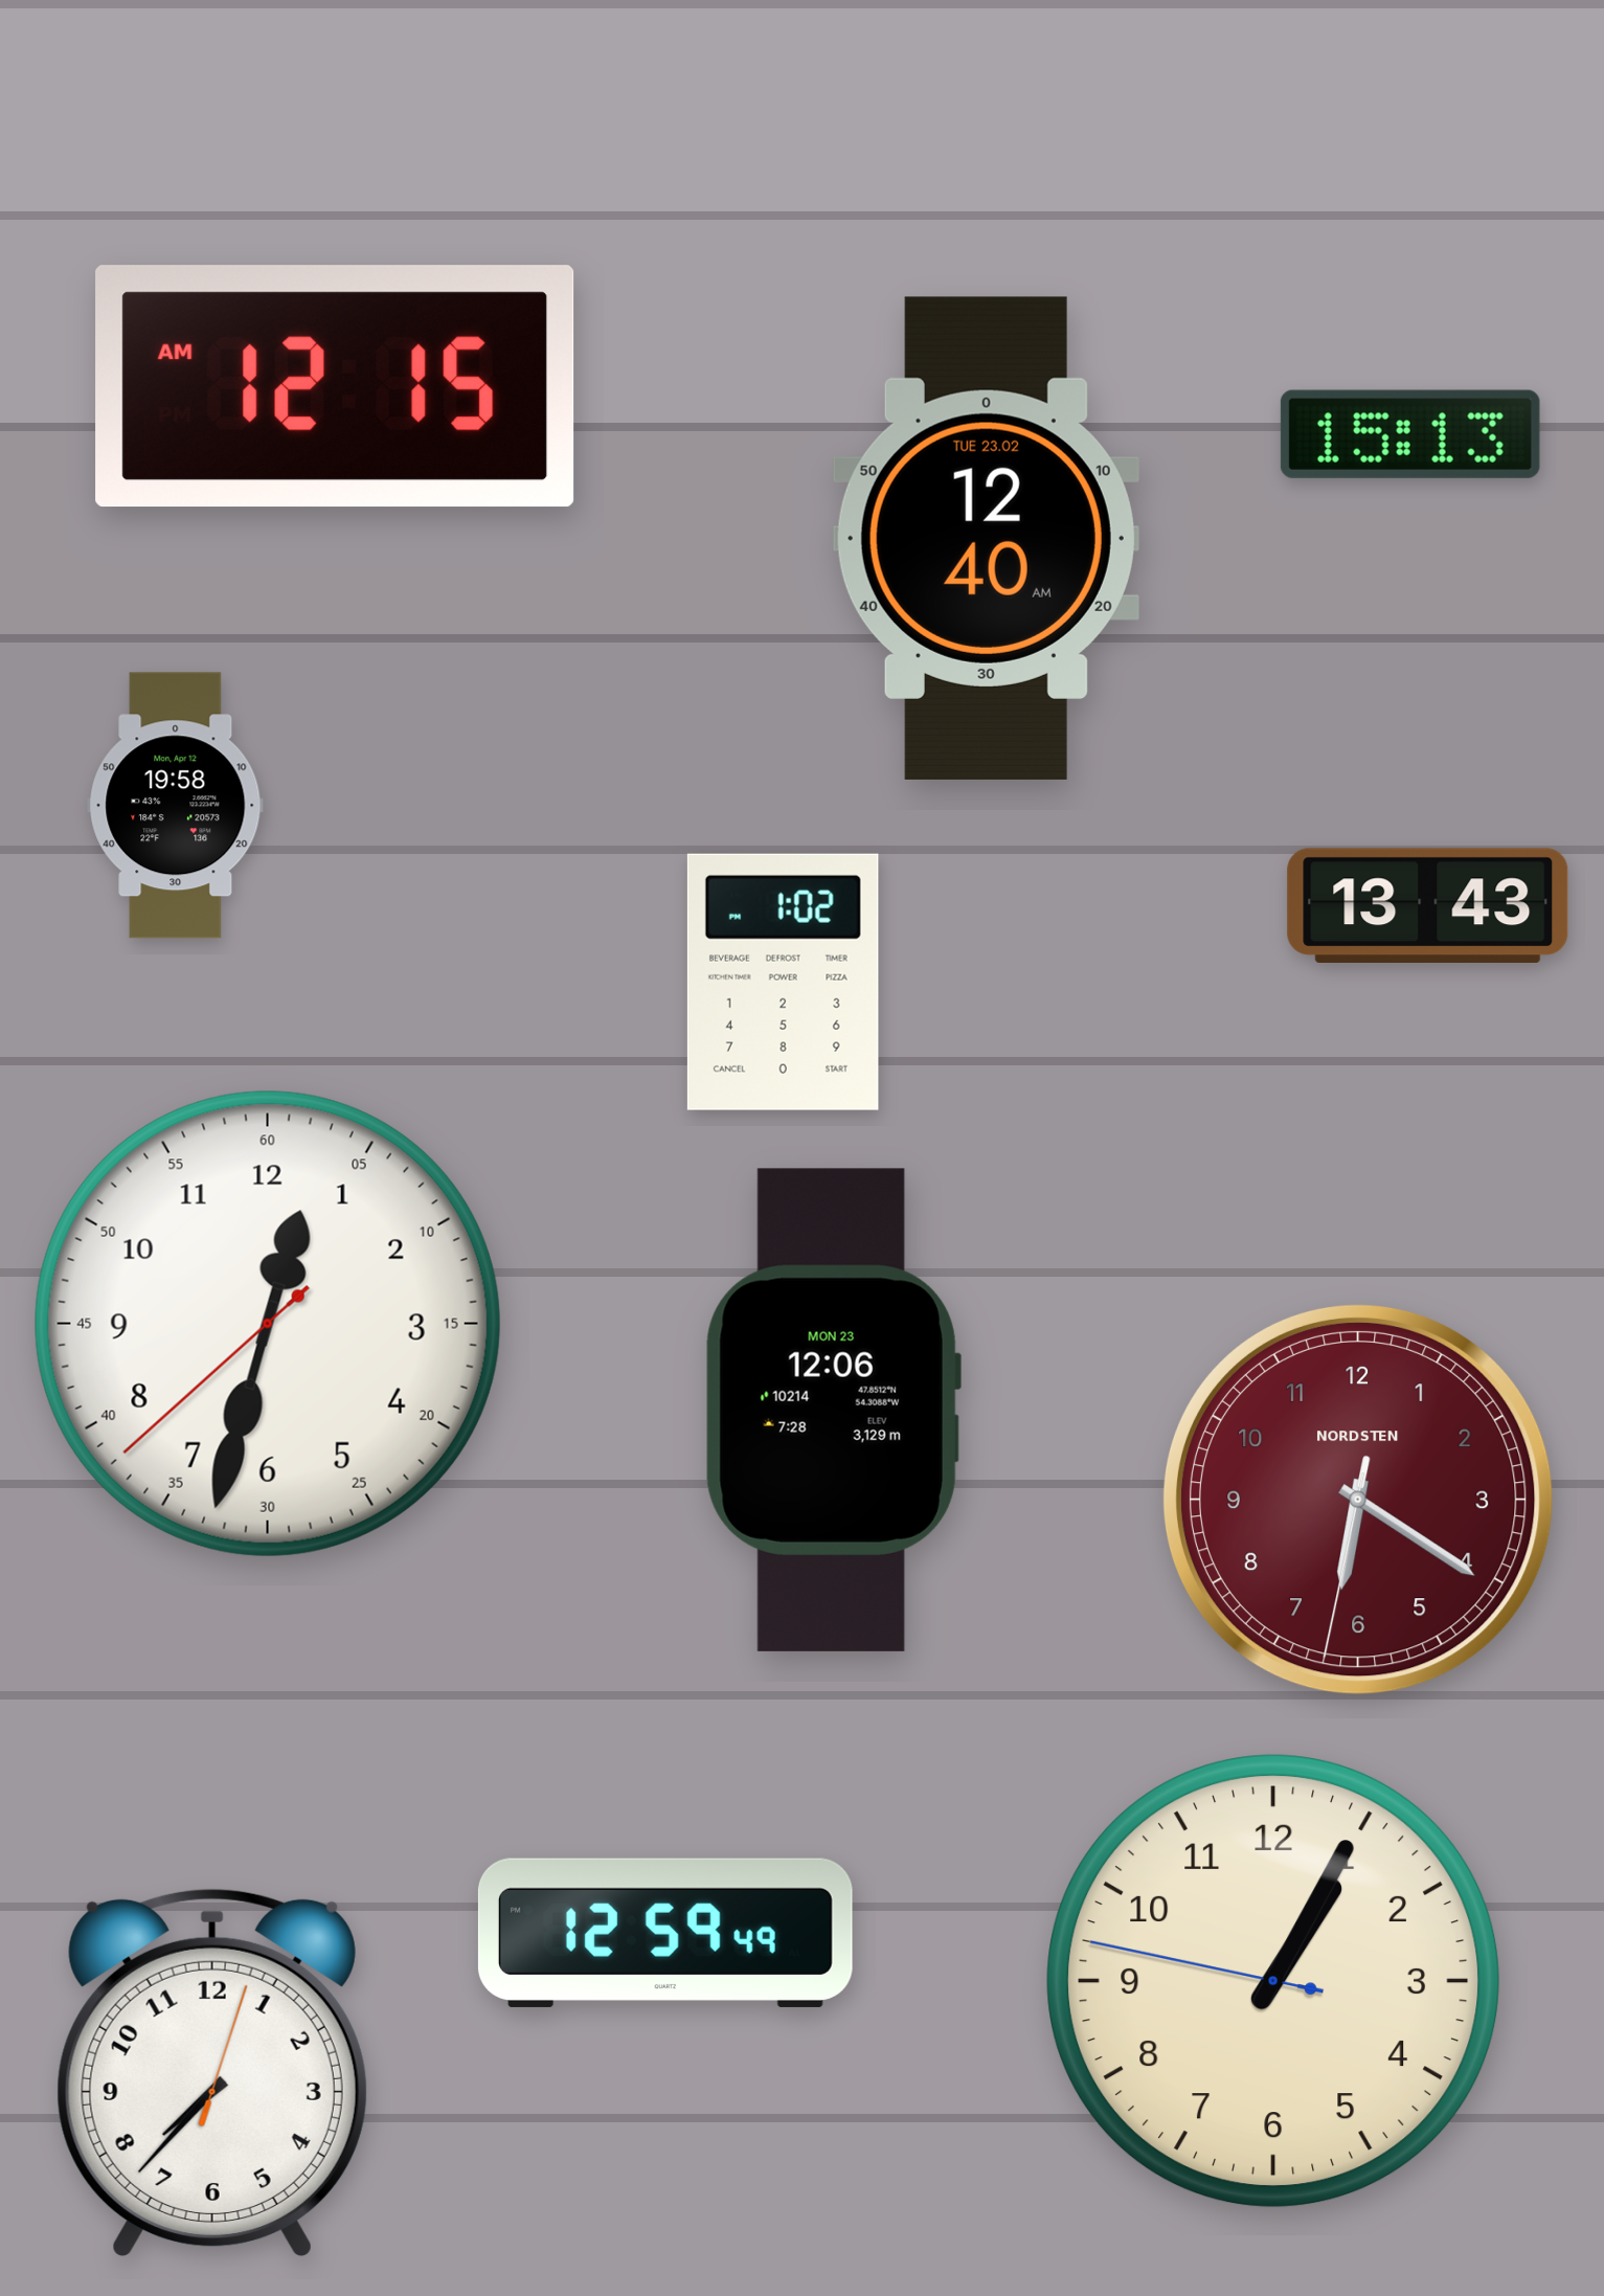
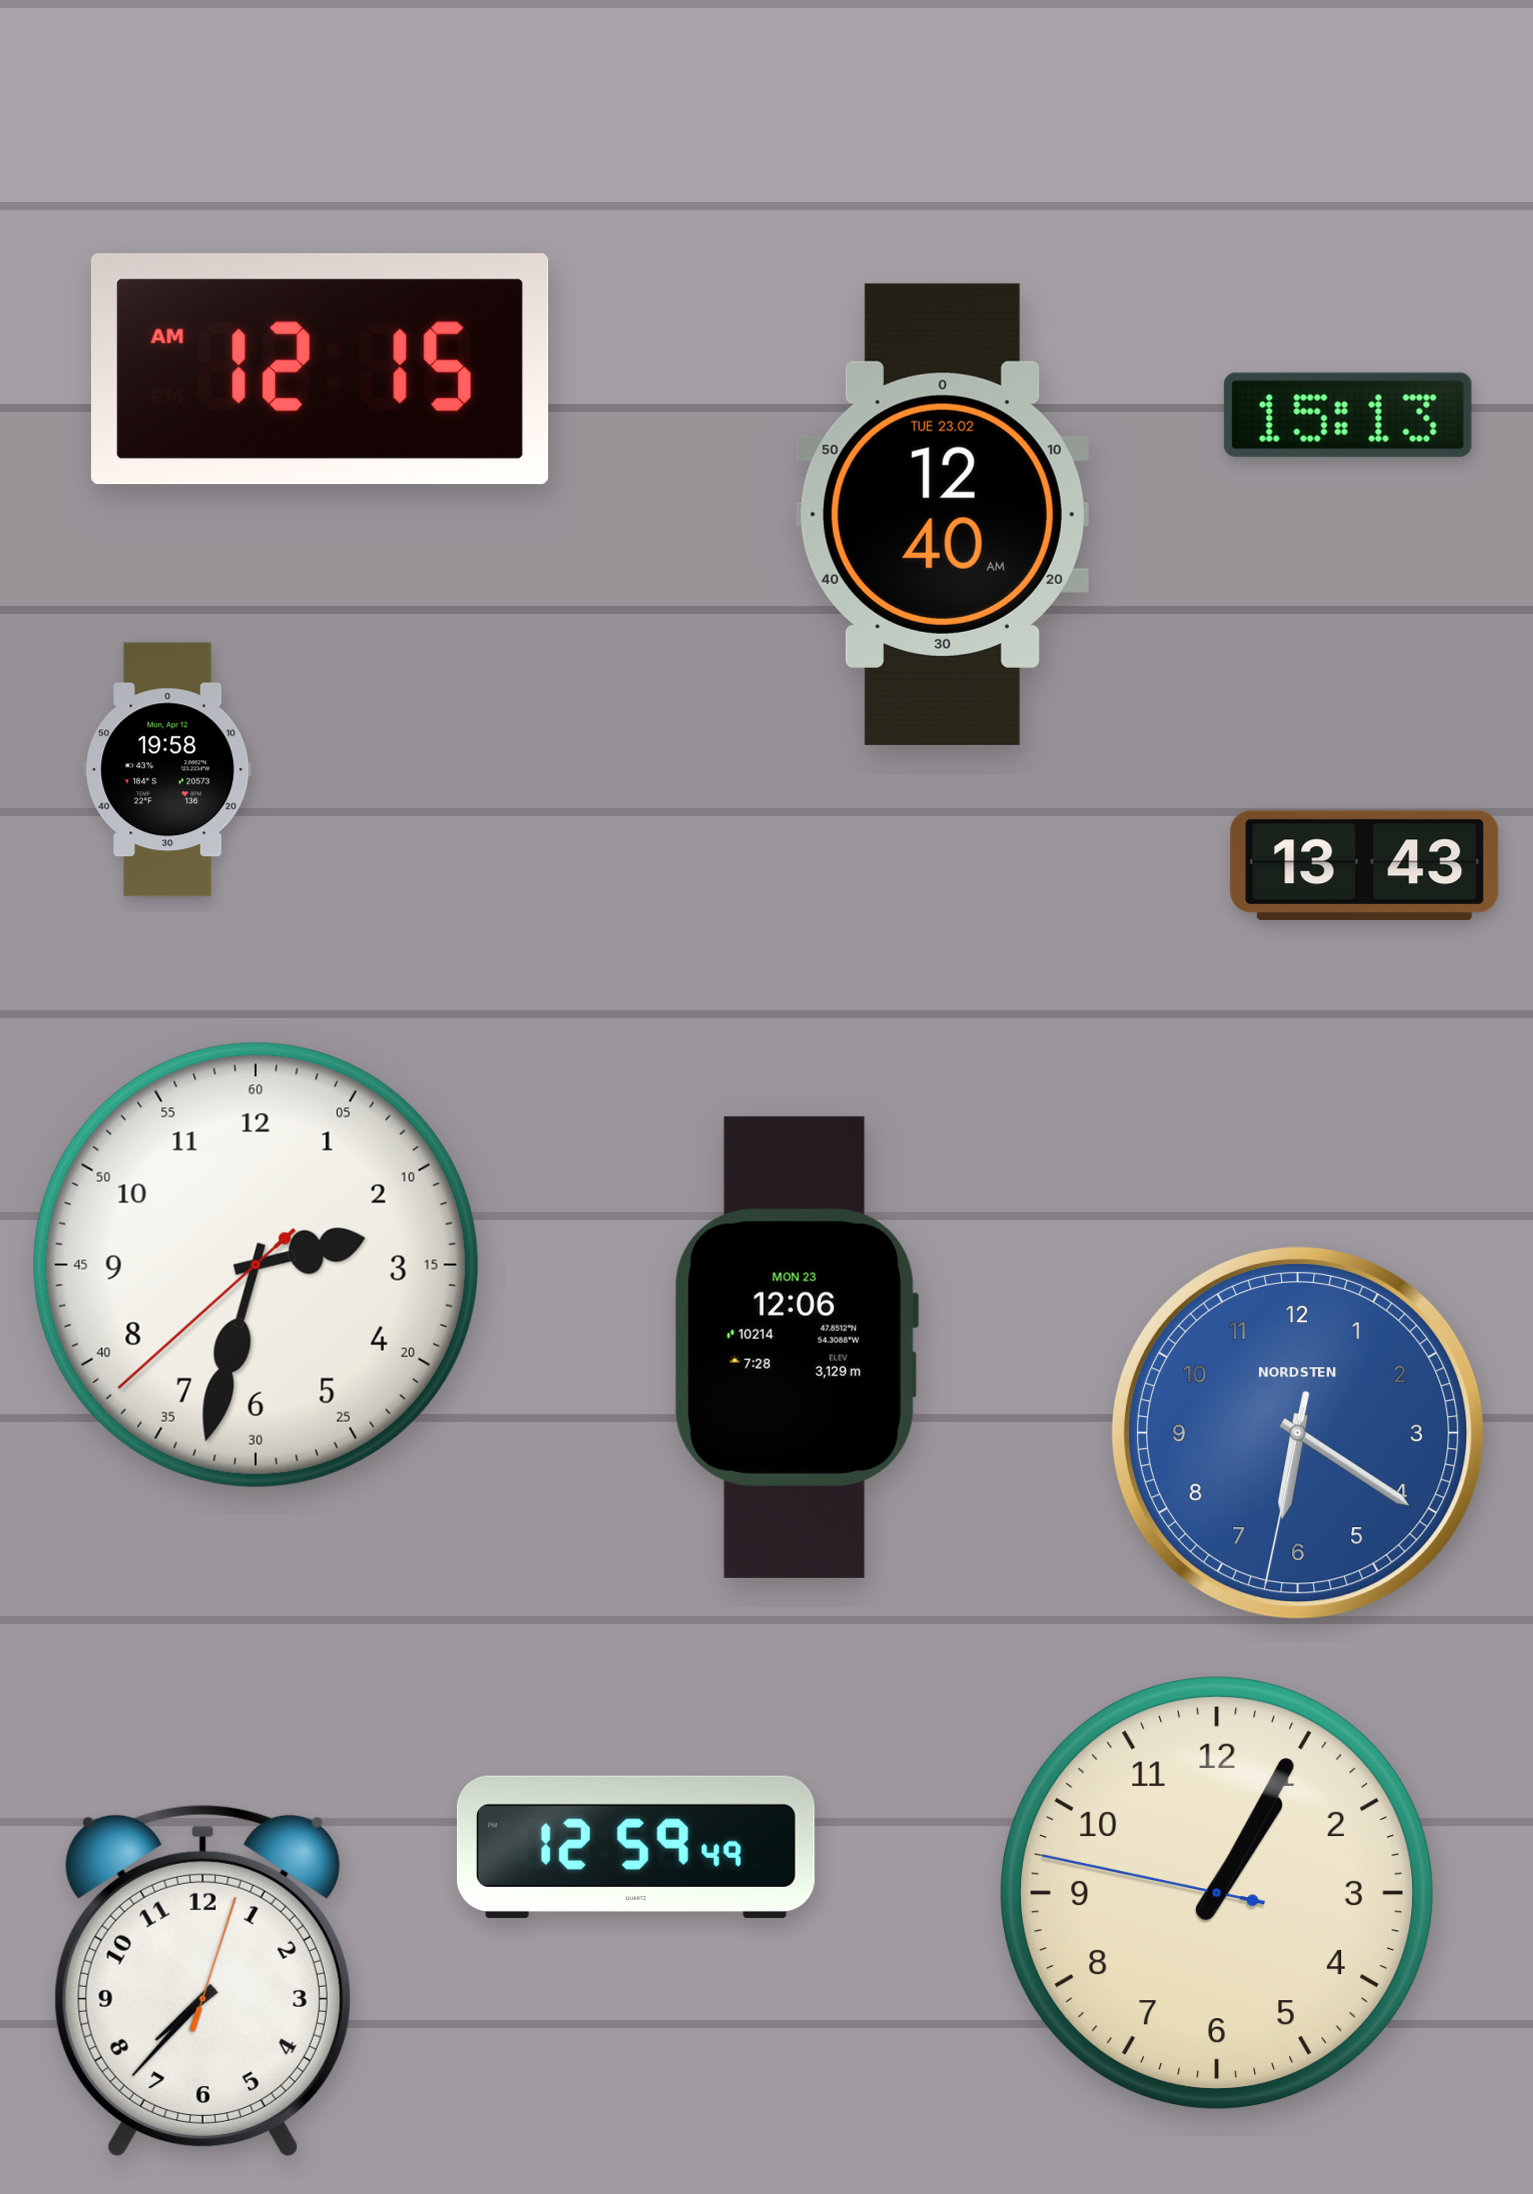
clock at (783, 982): 1:02 -> none
clock at (268, 1324): 12:32 -> 2:32
clock at (1358, 1500) dial: burgundy -> blue
